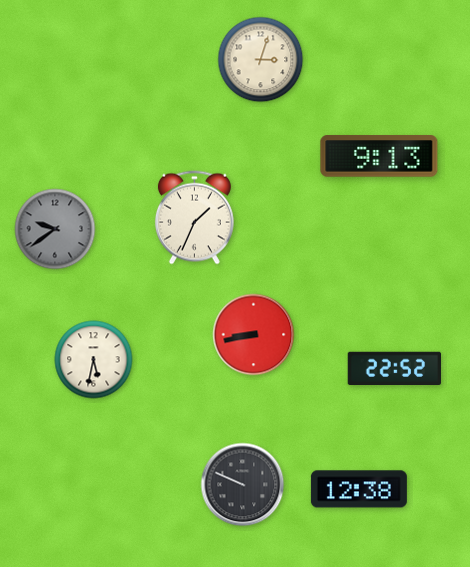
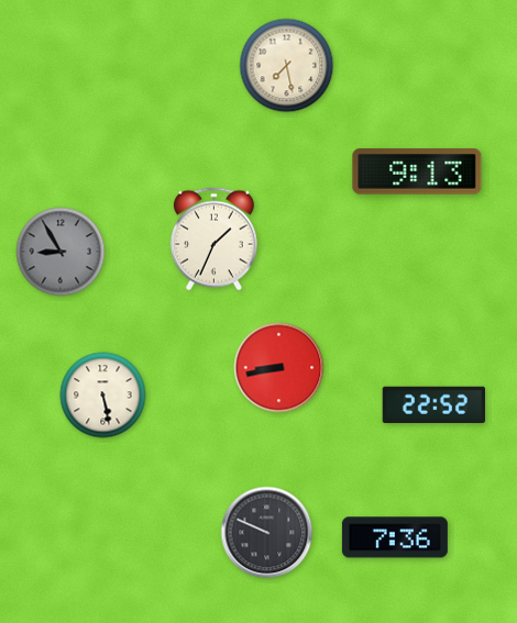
clock at (261, 60): 3:03 -> 7:28
clock at (55, 229): 9:39 -> 8:55
clock at (94, 360): 5:32 -> 5:28
clock at (359, 489): 12:38 -> 7:36
